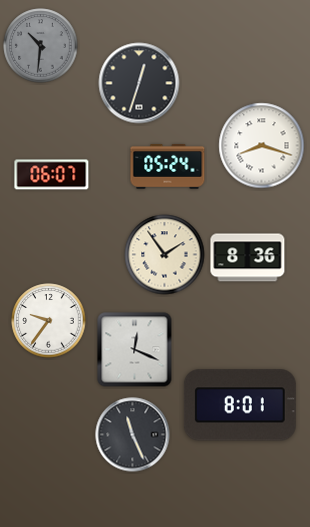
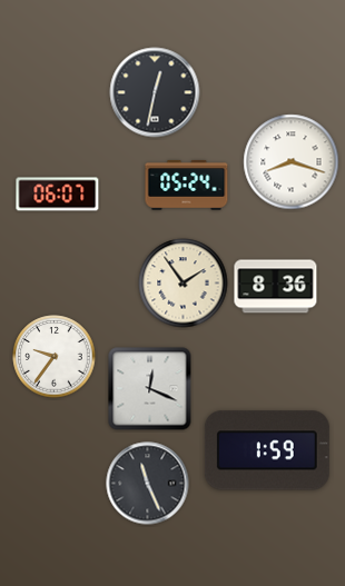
clock at (41, 46): 10:31 -> none
clock at (139, 83): 12:33 -> 12:32
clock at (240, 405): 8:01 -> 1:59
